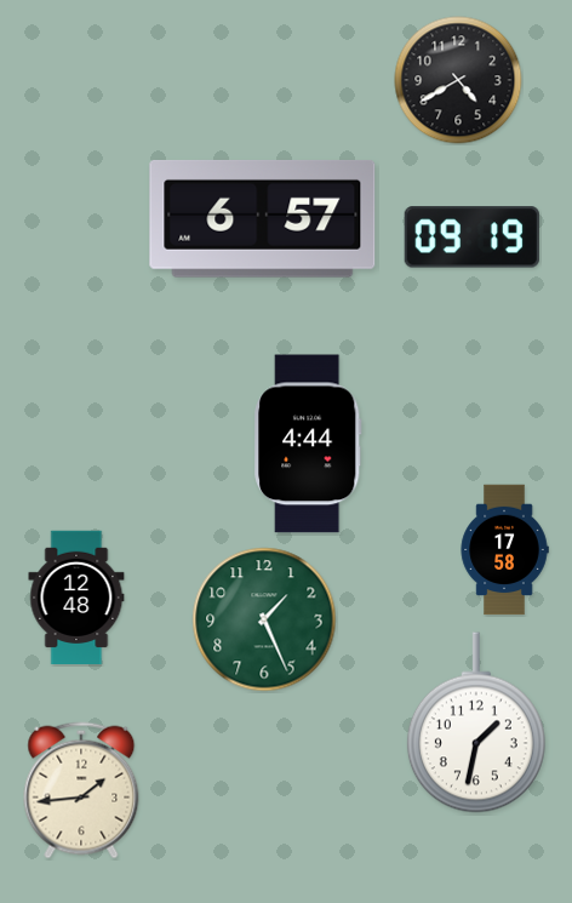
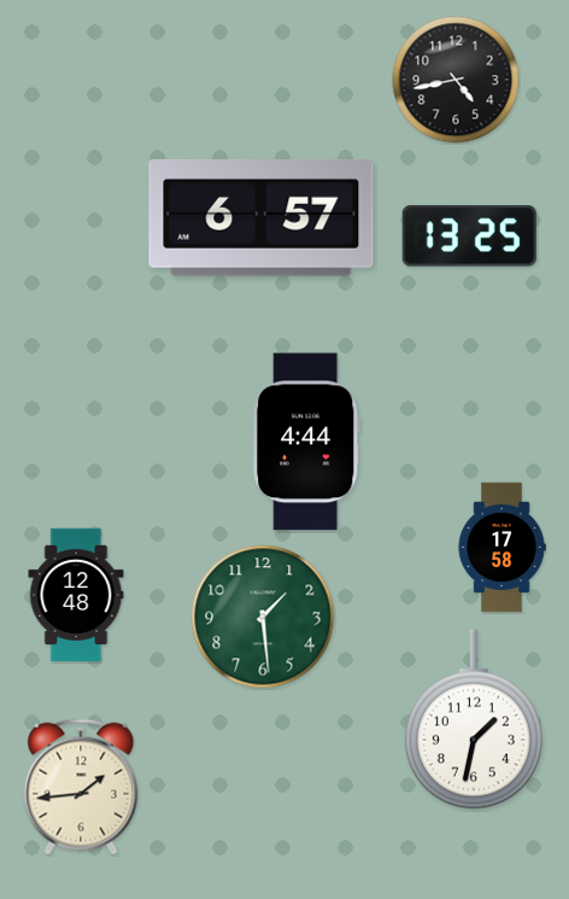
clock at (458, 80): 4:40 -> 4:43
clock at (471, 238): 09:19 -> 13:25
clock at (264, 619): 1:26 -> 1:29
